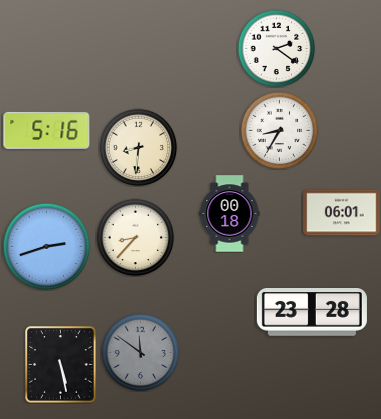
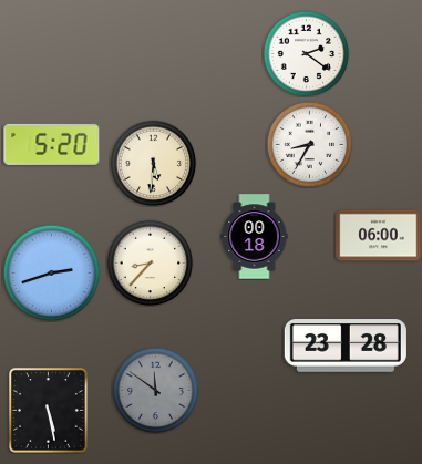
clock at (47, 130): 5:16 -> 5:20
clock at (138, 147): 8:31 -> 5:31
clock at (342, 213): 06:01 -> 06:00
clock at (61, 365) position: (61, 365) -> (49, 411)
